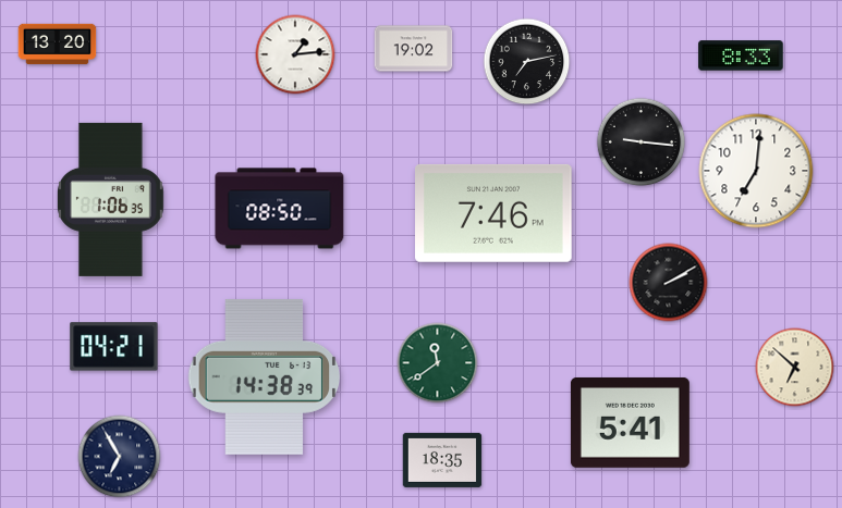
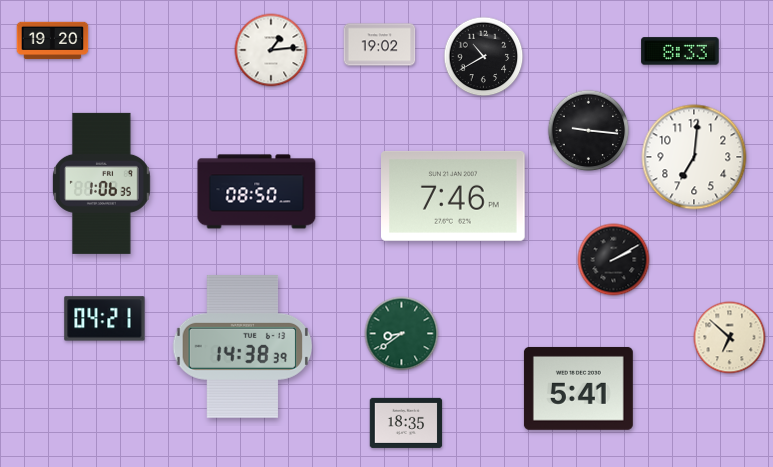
clock at (58, 45): 13:20 -> 19:20
clock at (527, 62): 7:13 -> 10:40
clock at (438, 363): 11:39 -> 8:39
clock at (120, 457): 6:55 -> none
